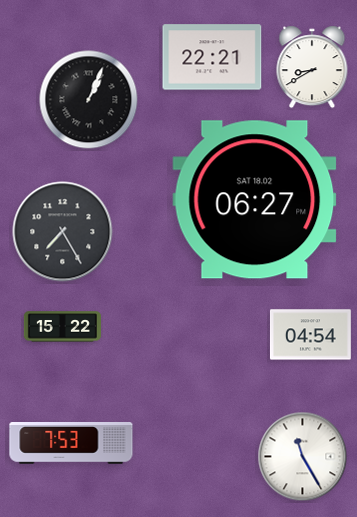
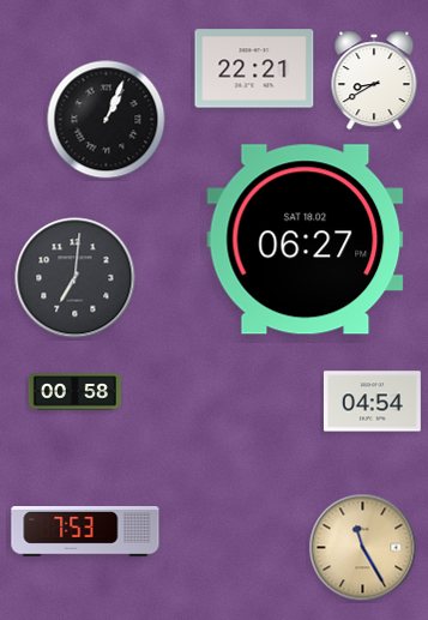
clock at (63, 232): 7:25 -> 7:01
clock at (62, 327): 15:22 -> 00:58
clock at (303, 457) dial: white -> champagne
